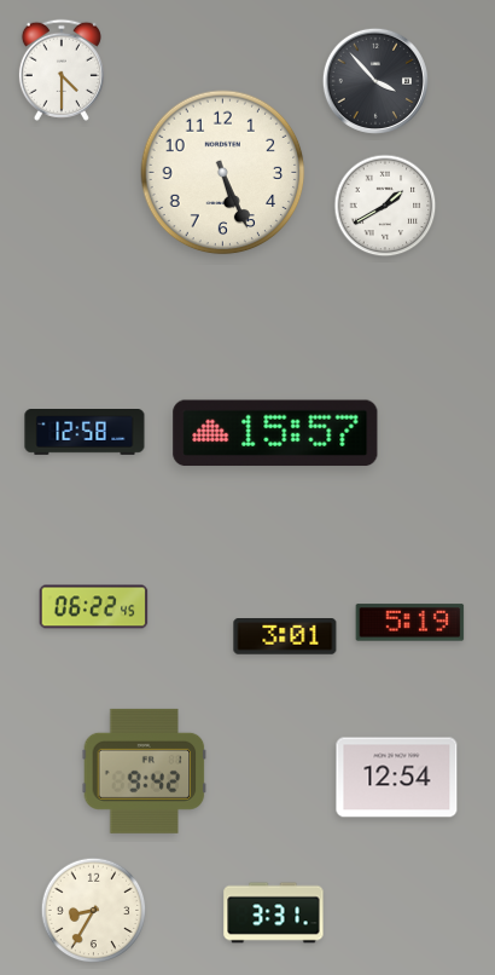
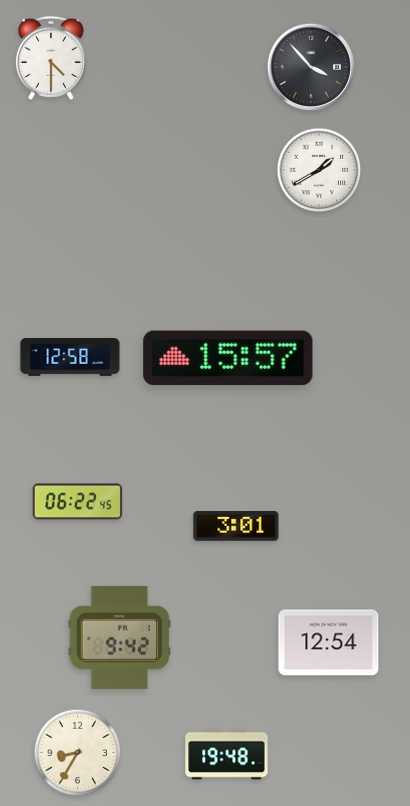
clock at (223, 173): 5:26 -> none
clock at (410, 623): 5:19 -> none
clock at (274, 913): 3:31 -> 19:48
